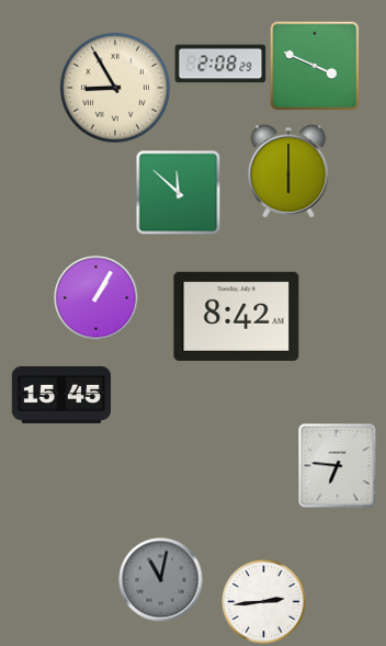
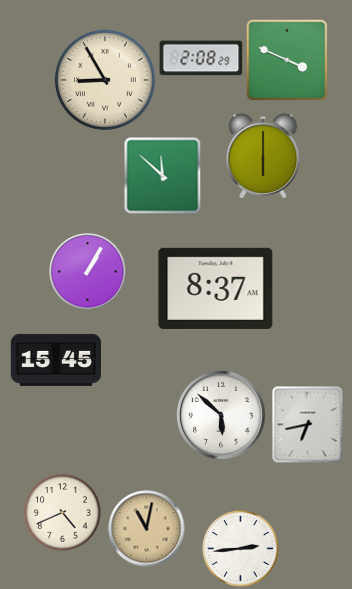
clock at (237, 316): 8:42 -> 8:37
clock at (222, 416): none -> 5:52
clock at (338, 466): 6:46 -> 6:43
clock at (63, 513): none -> 4:41
clock at (161, 580) dial: grey -> champagne
